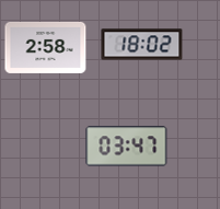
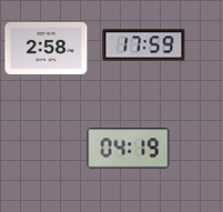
clock at (142, 45): 18:02 -> 17:59
clock at (127, 147): 03:47 -> 04:19
